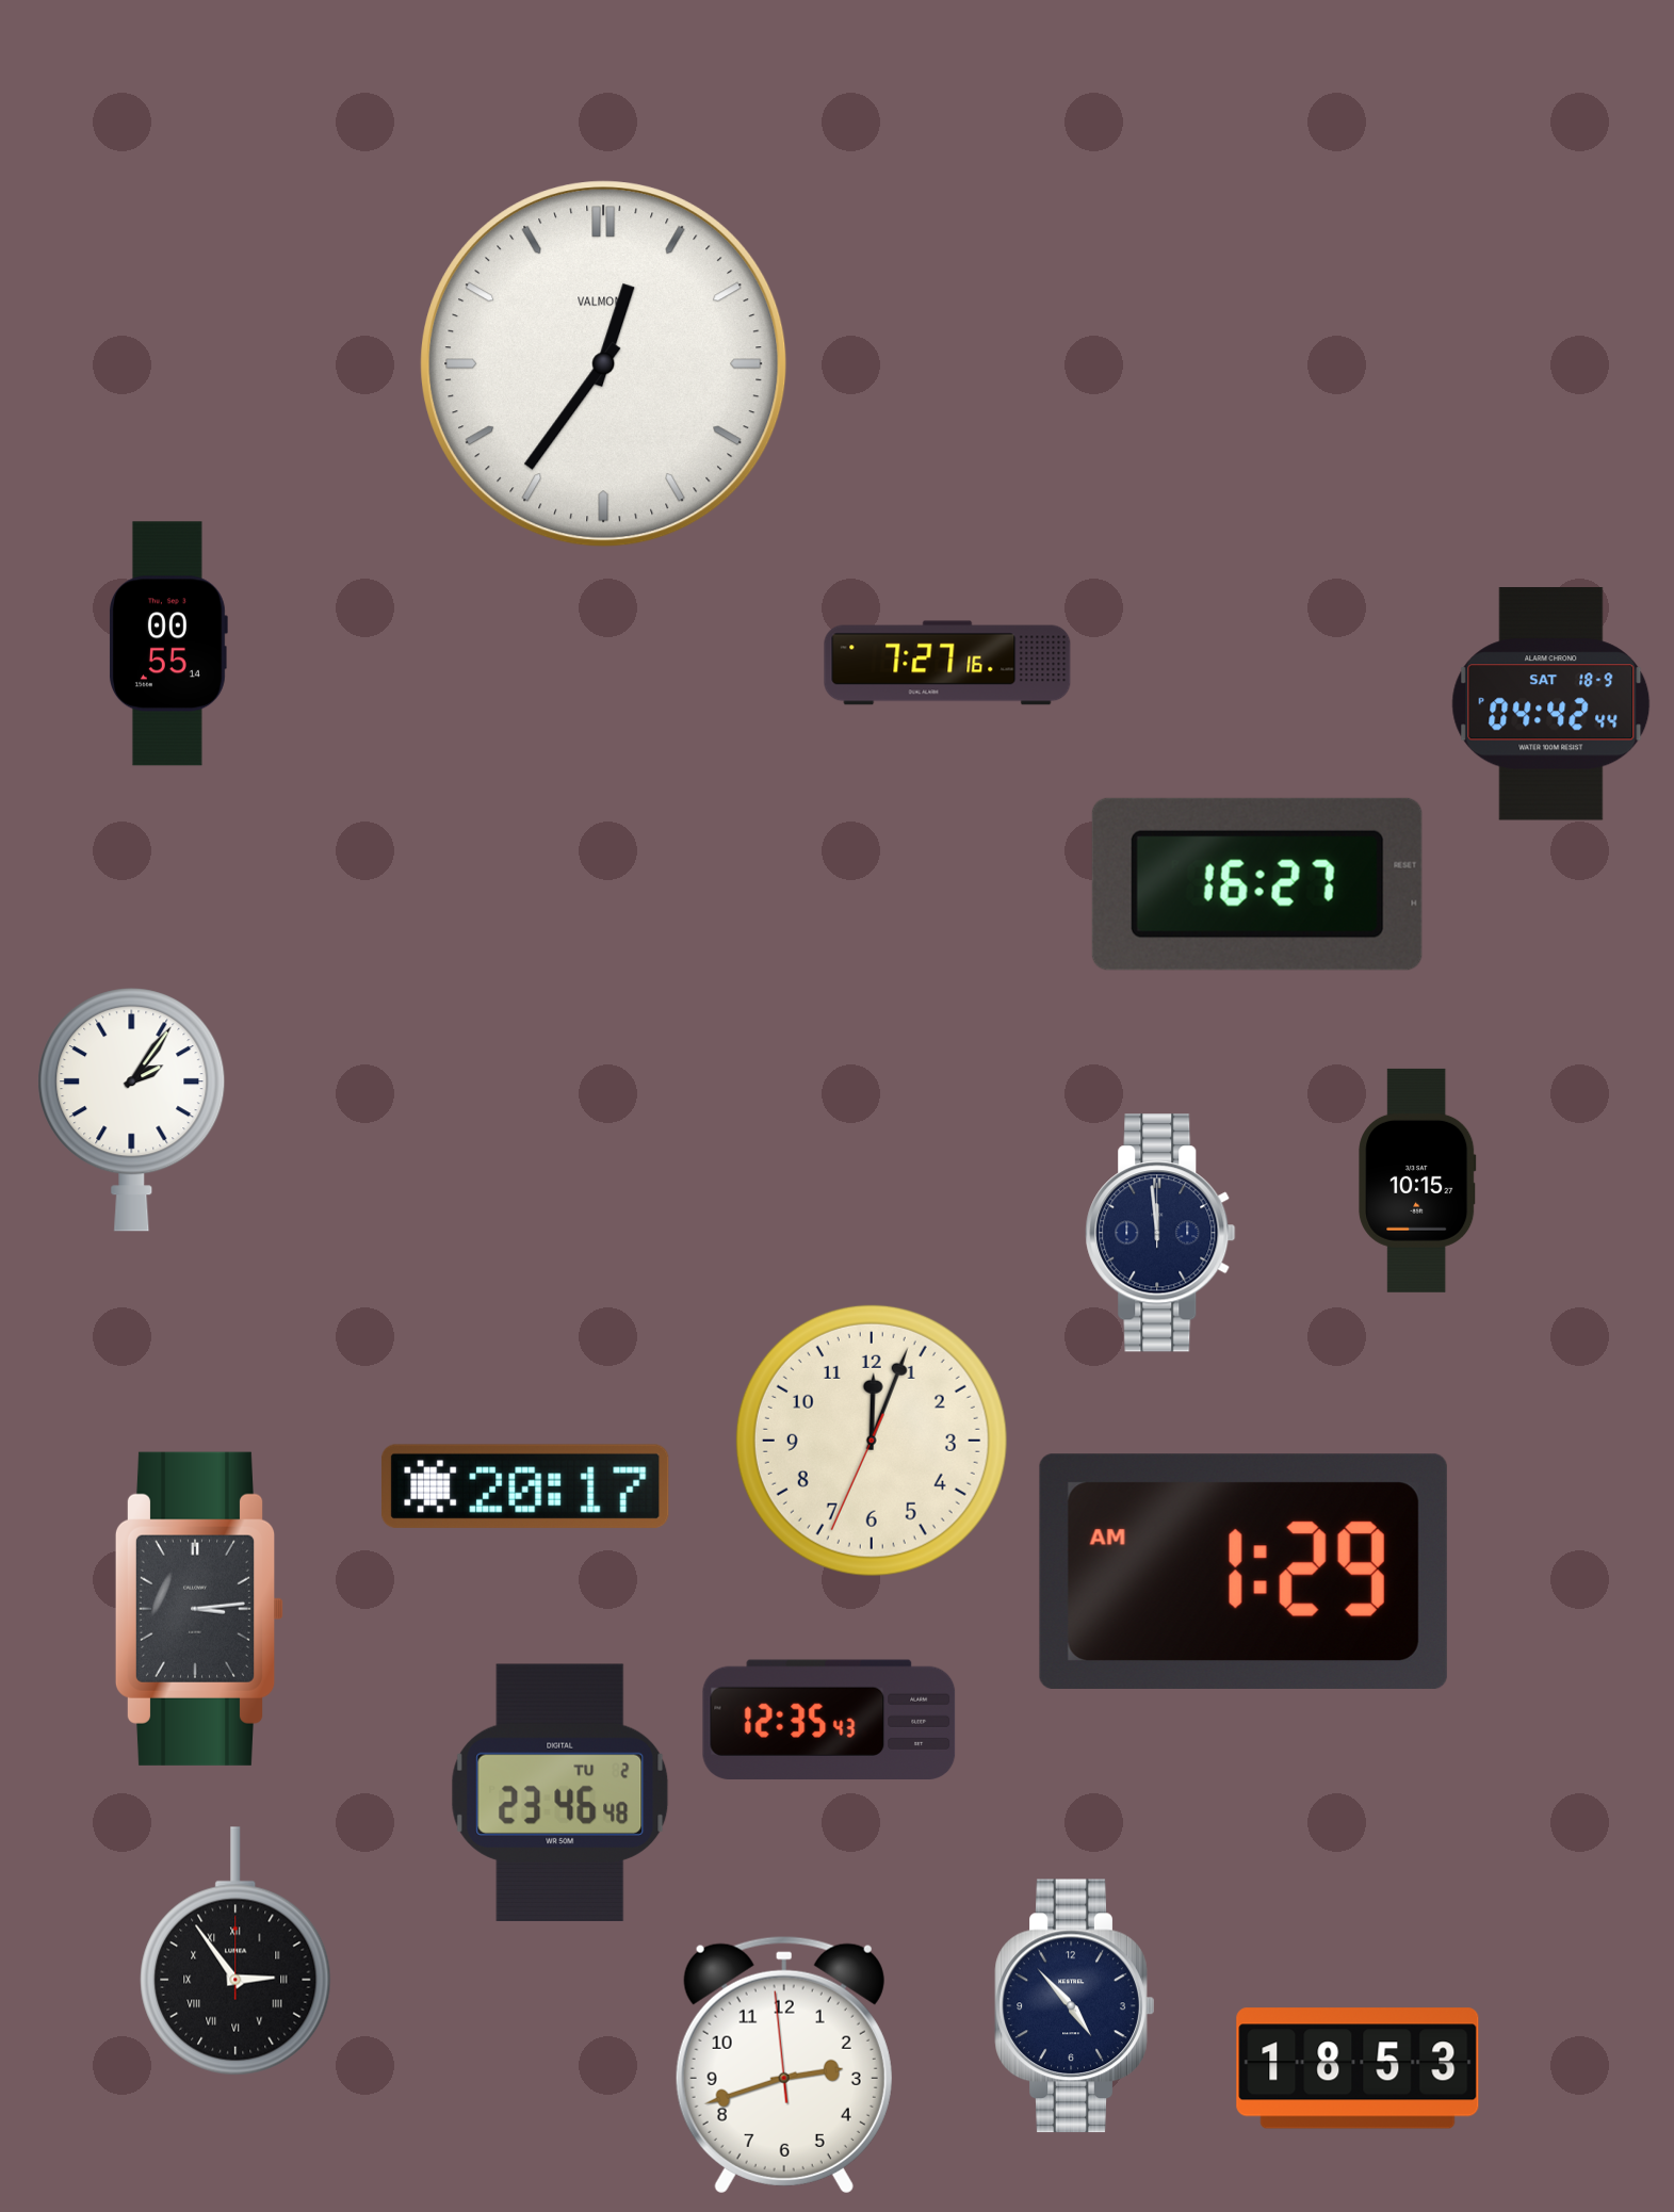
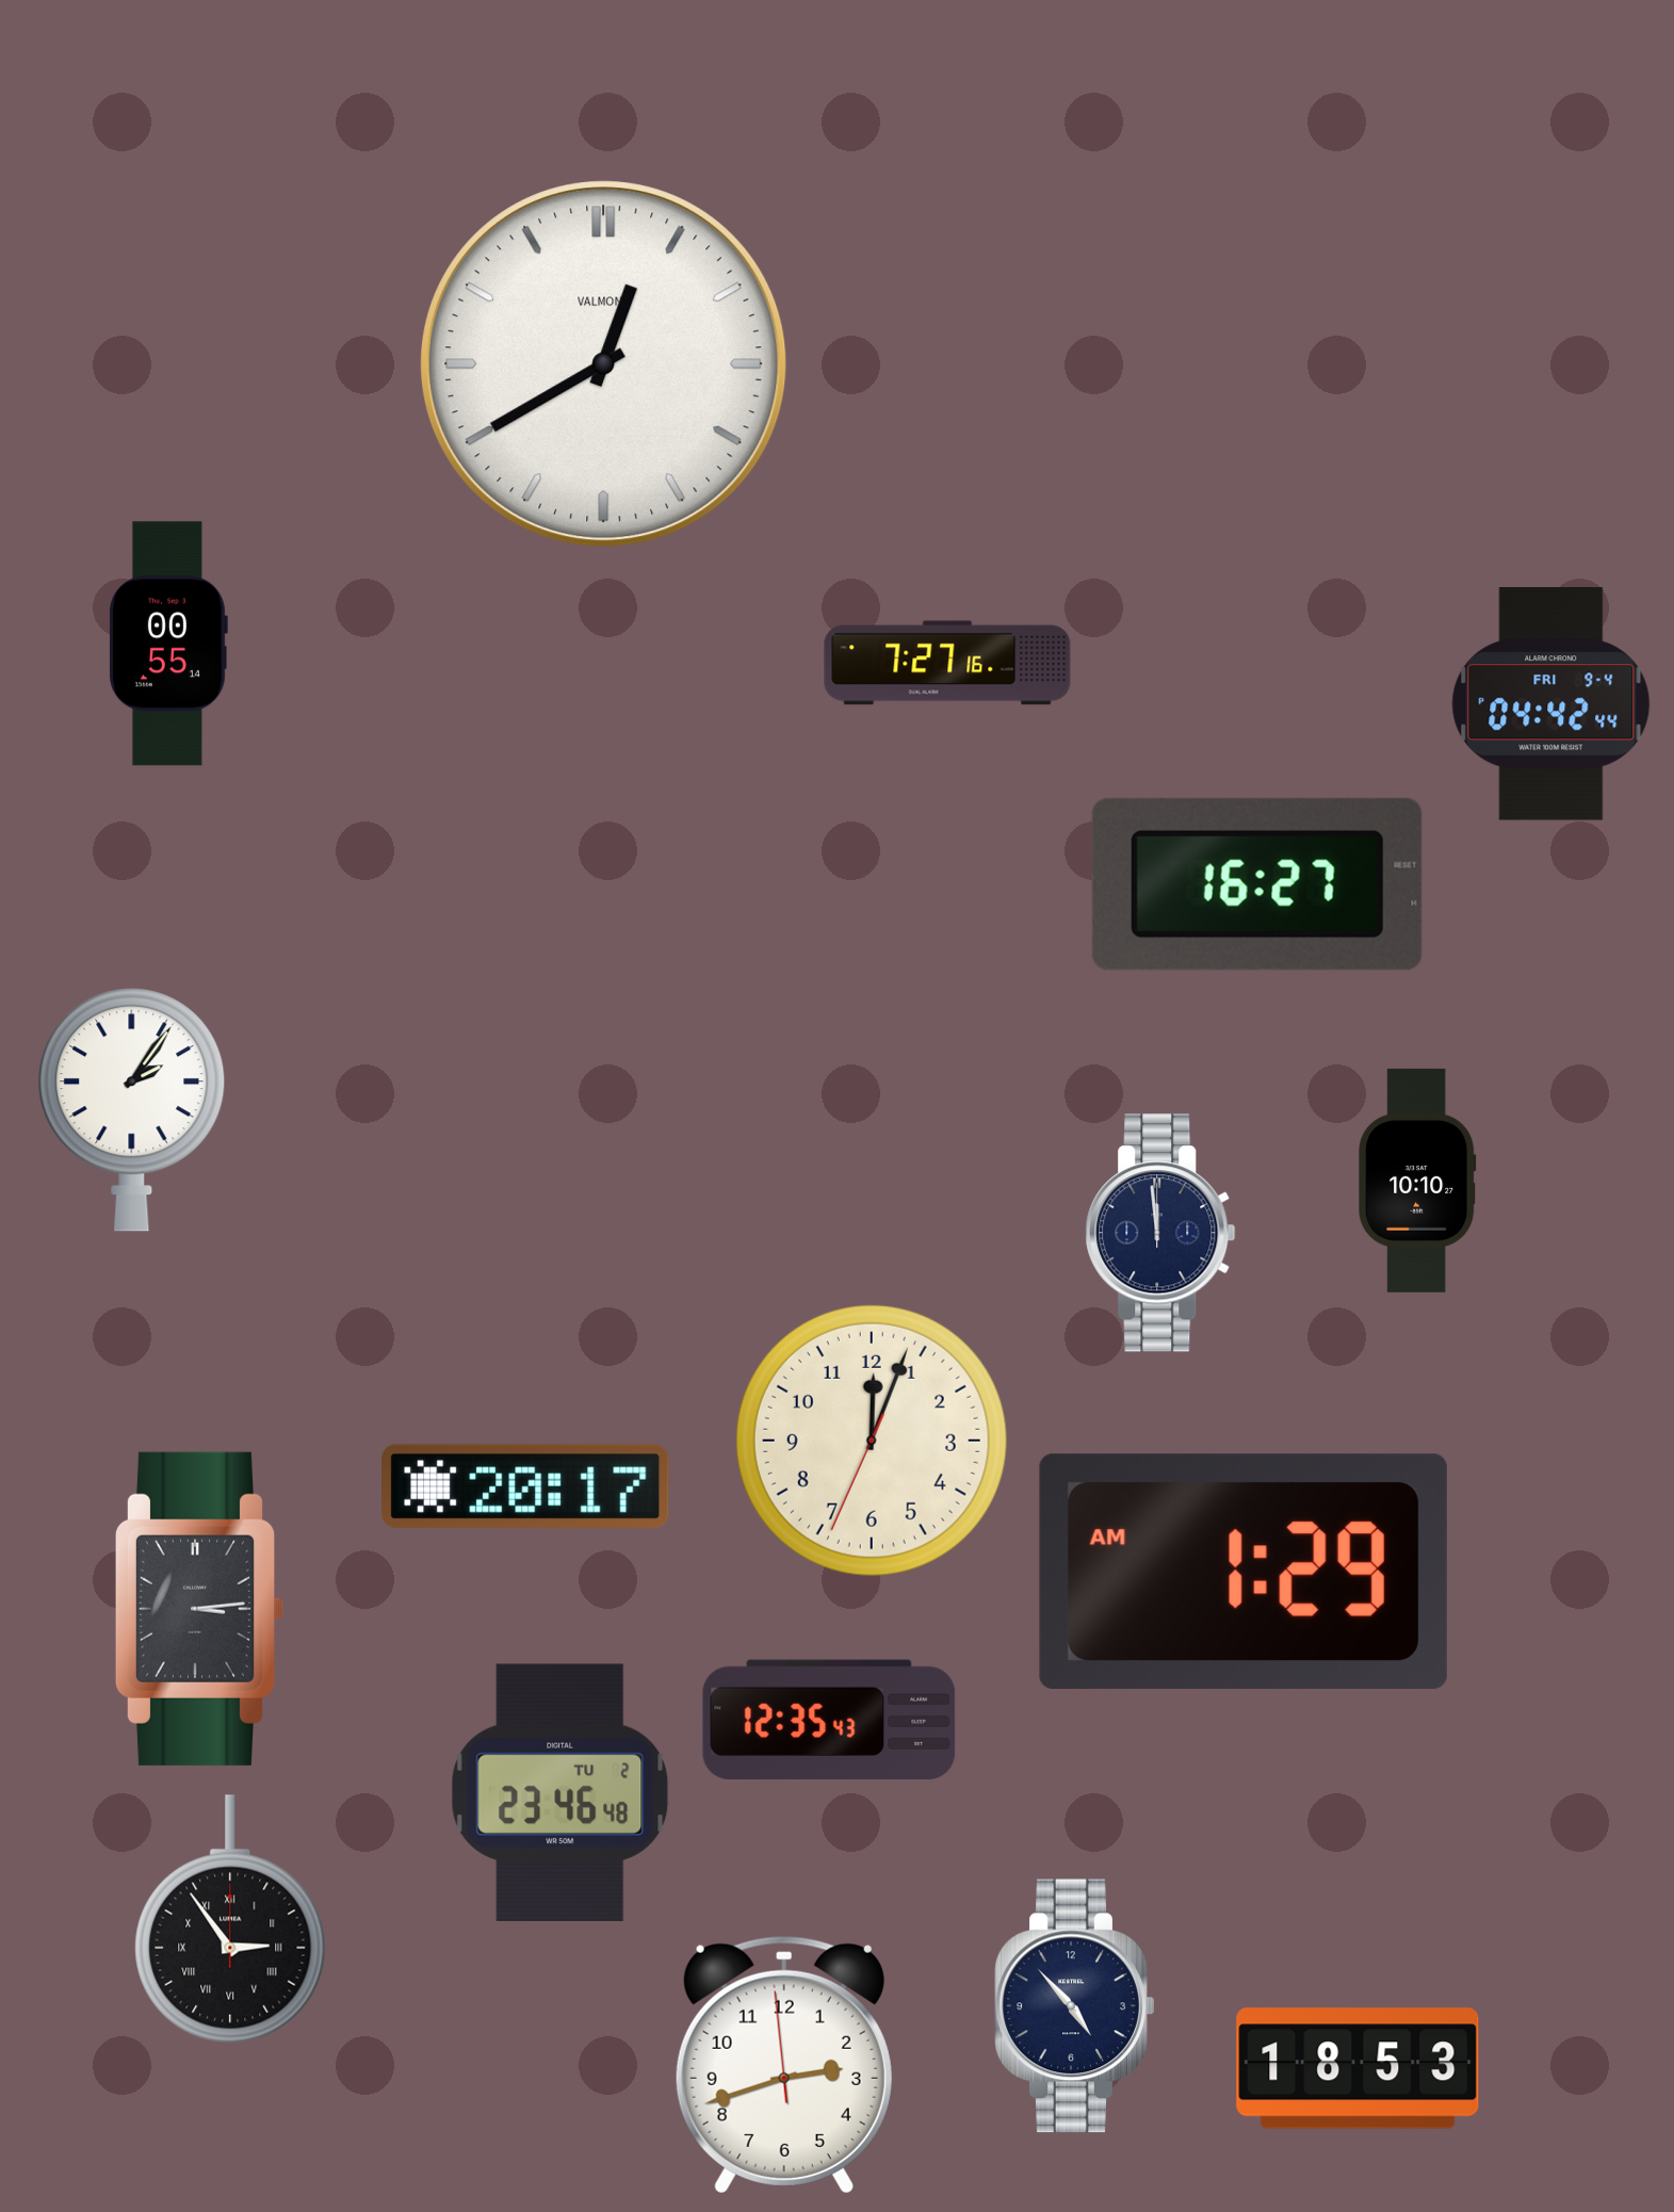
clock at (604, 364): 12:36 -> 12:40
clock at (1551, 704) date: SAT 18-9 -> FRI 9-4
clock at (1417, 1181): 10:15 -> 10:10
clock at (235, 1951) position: (235, 1951) -> (230, 1919)
